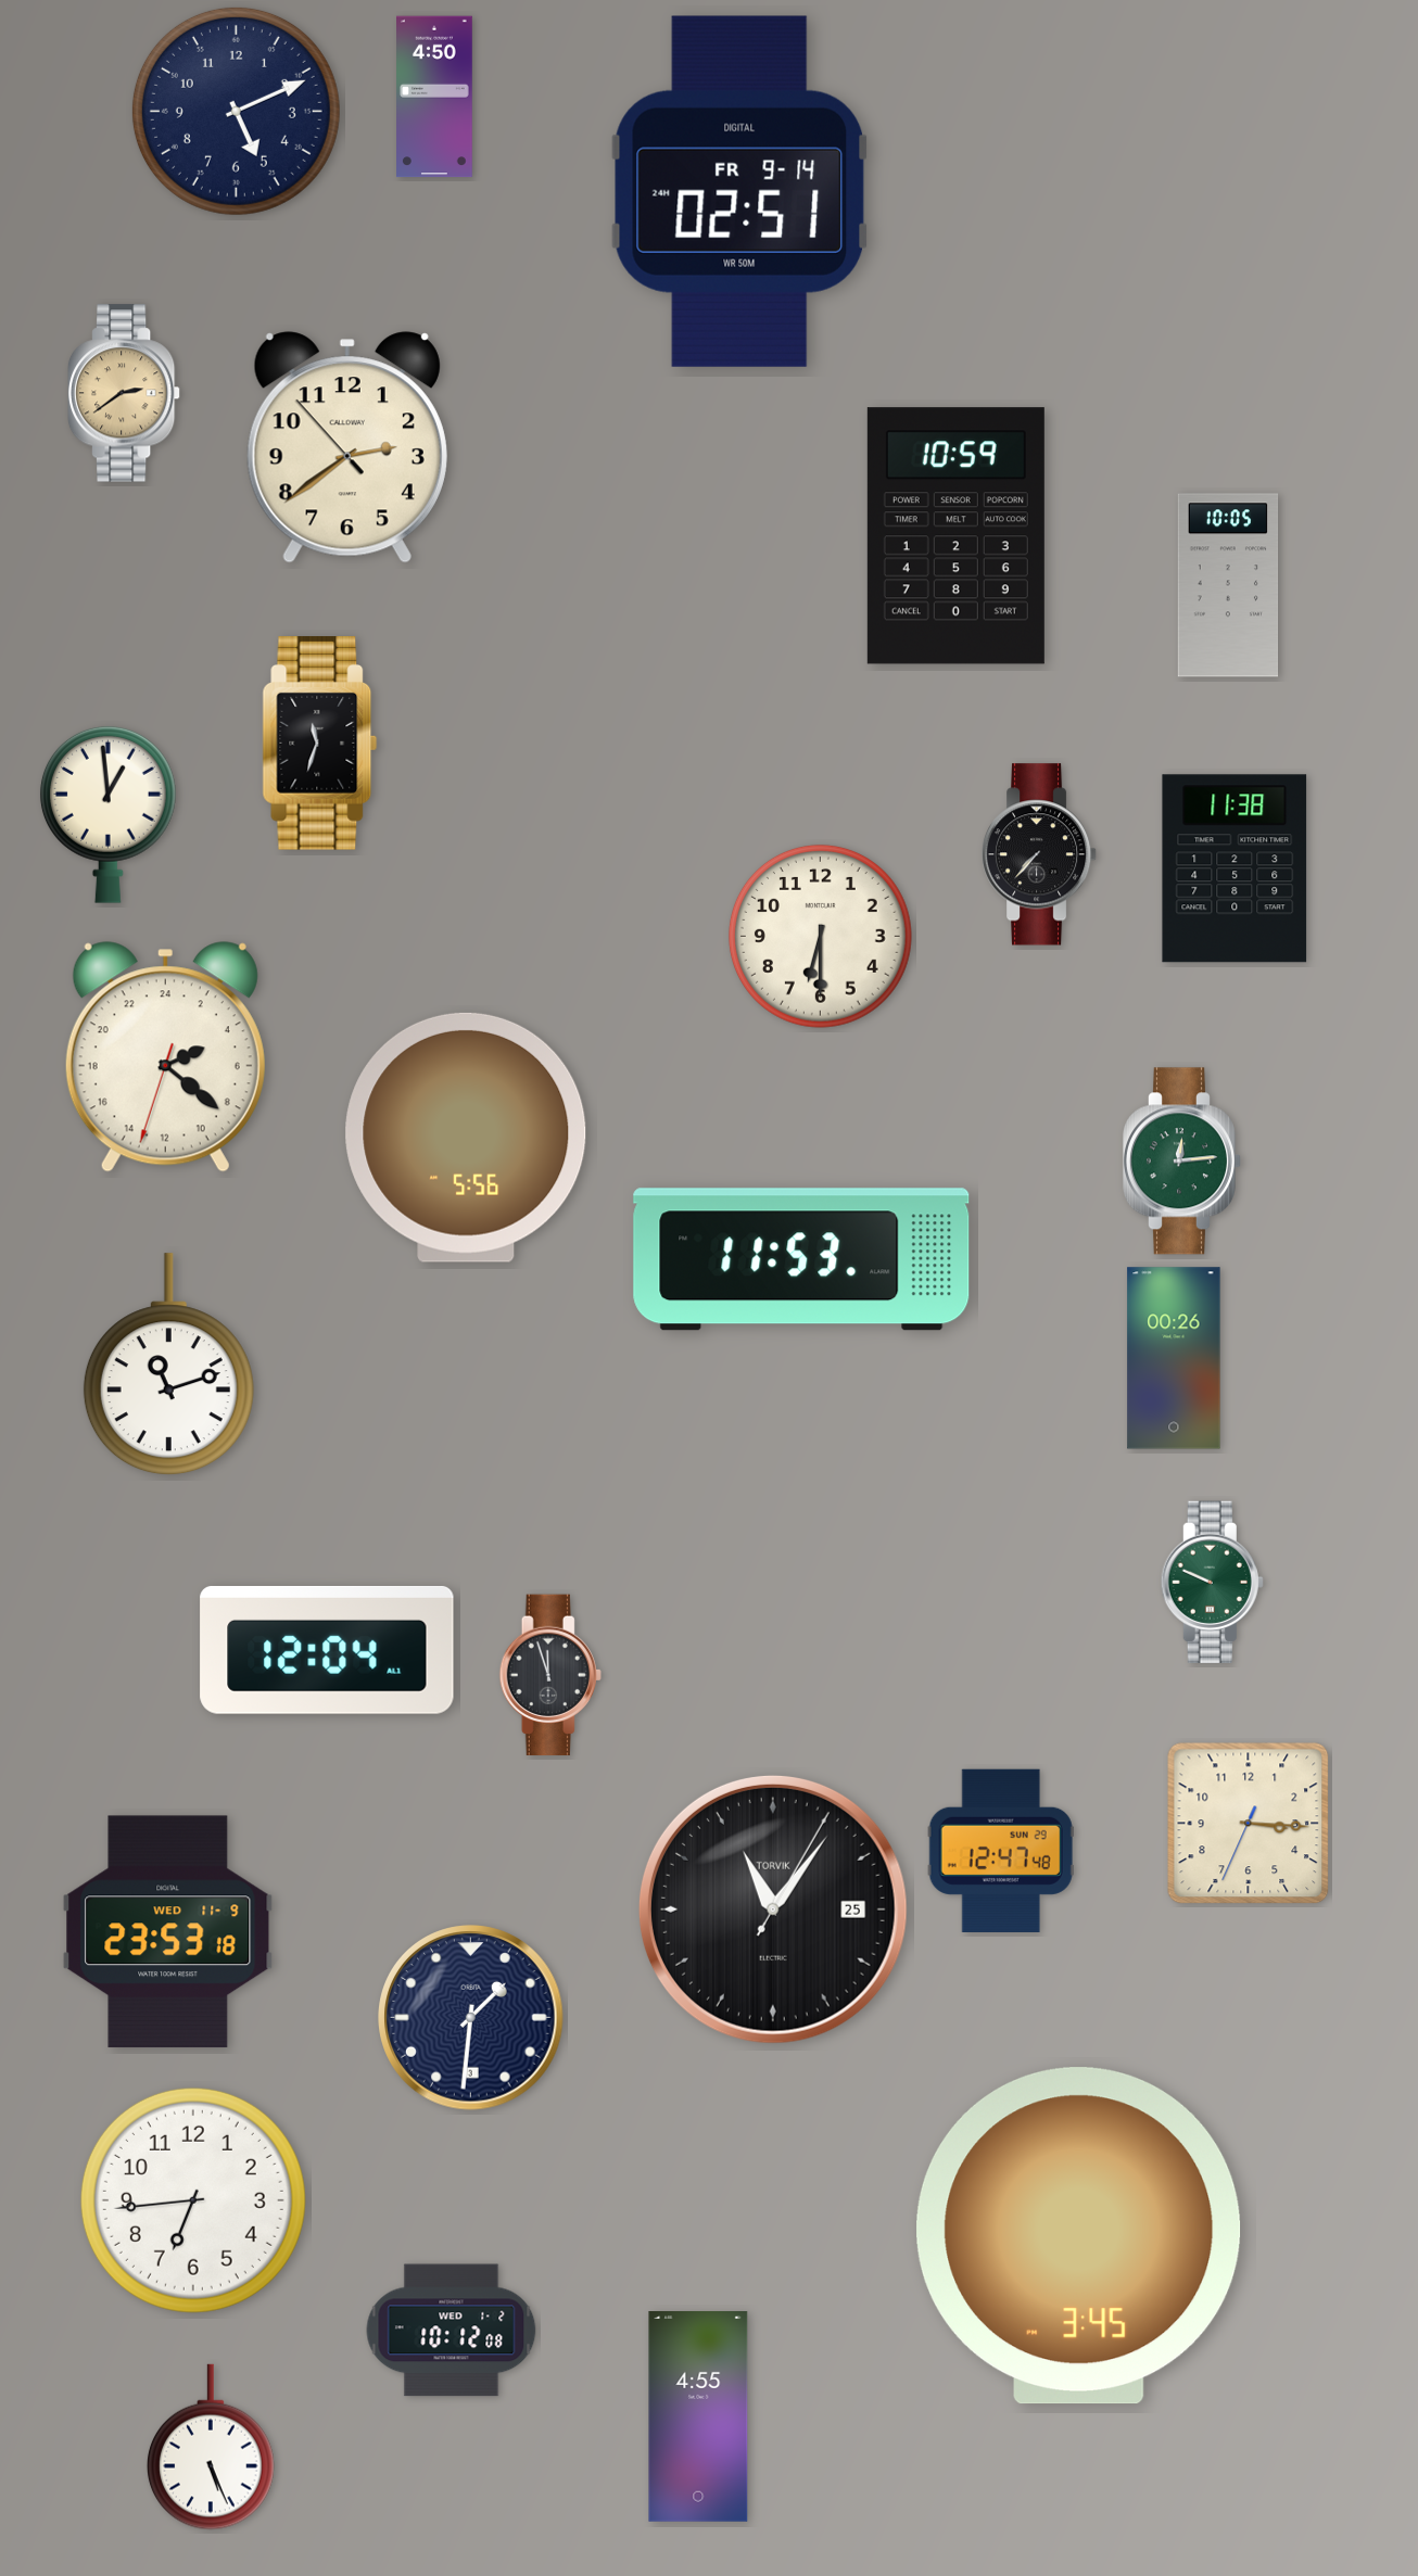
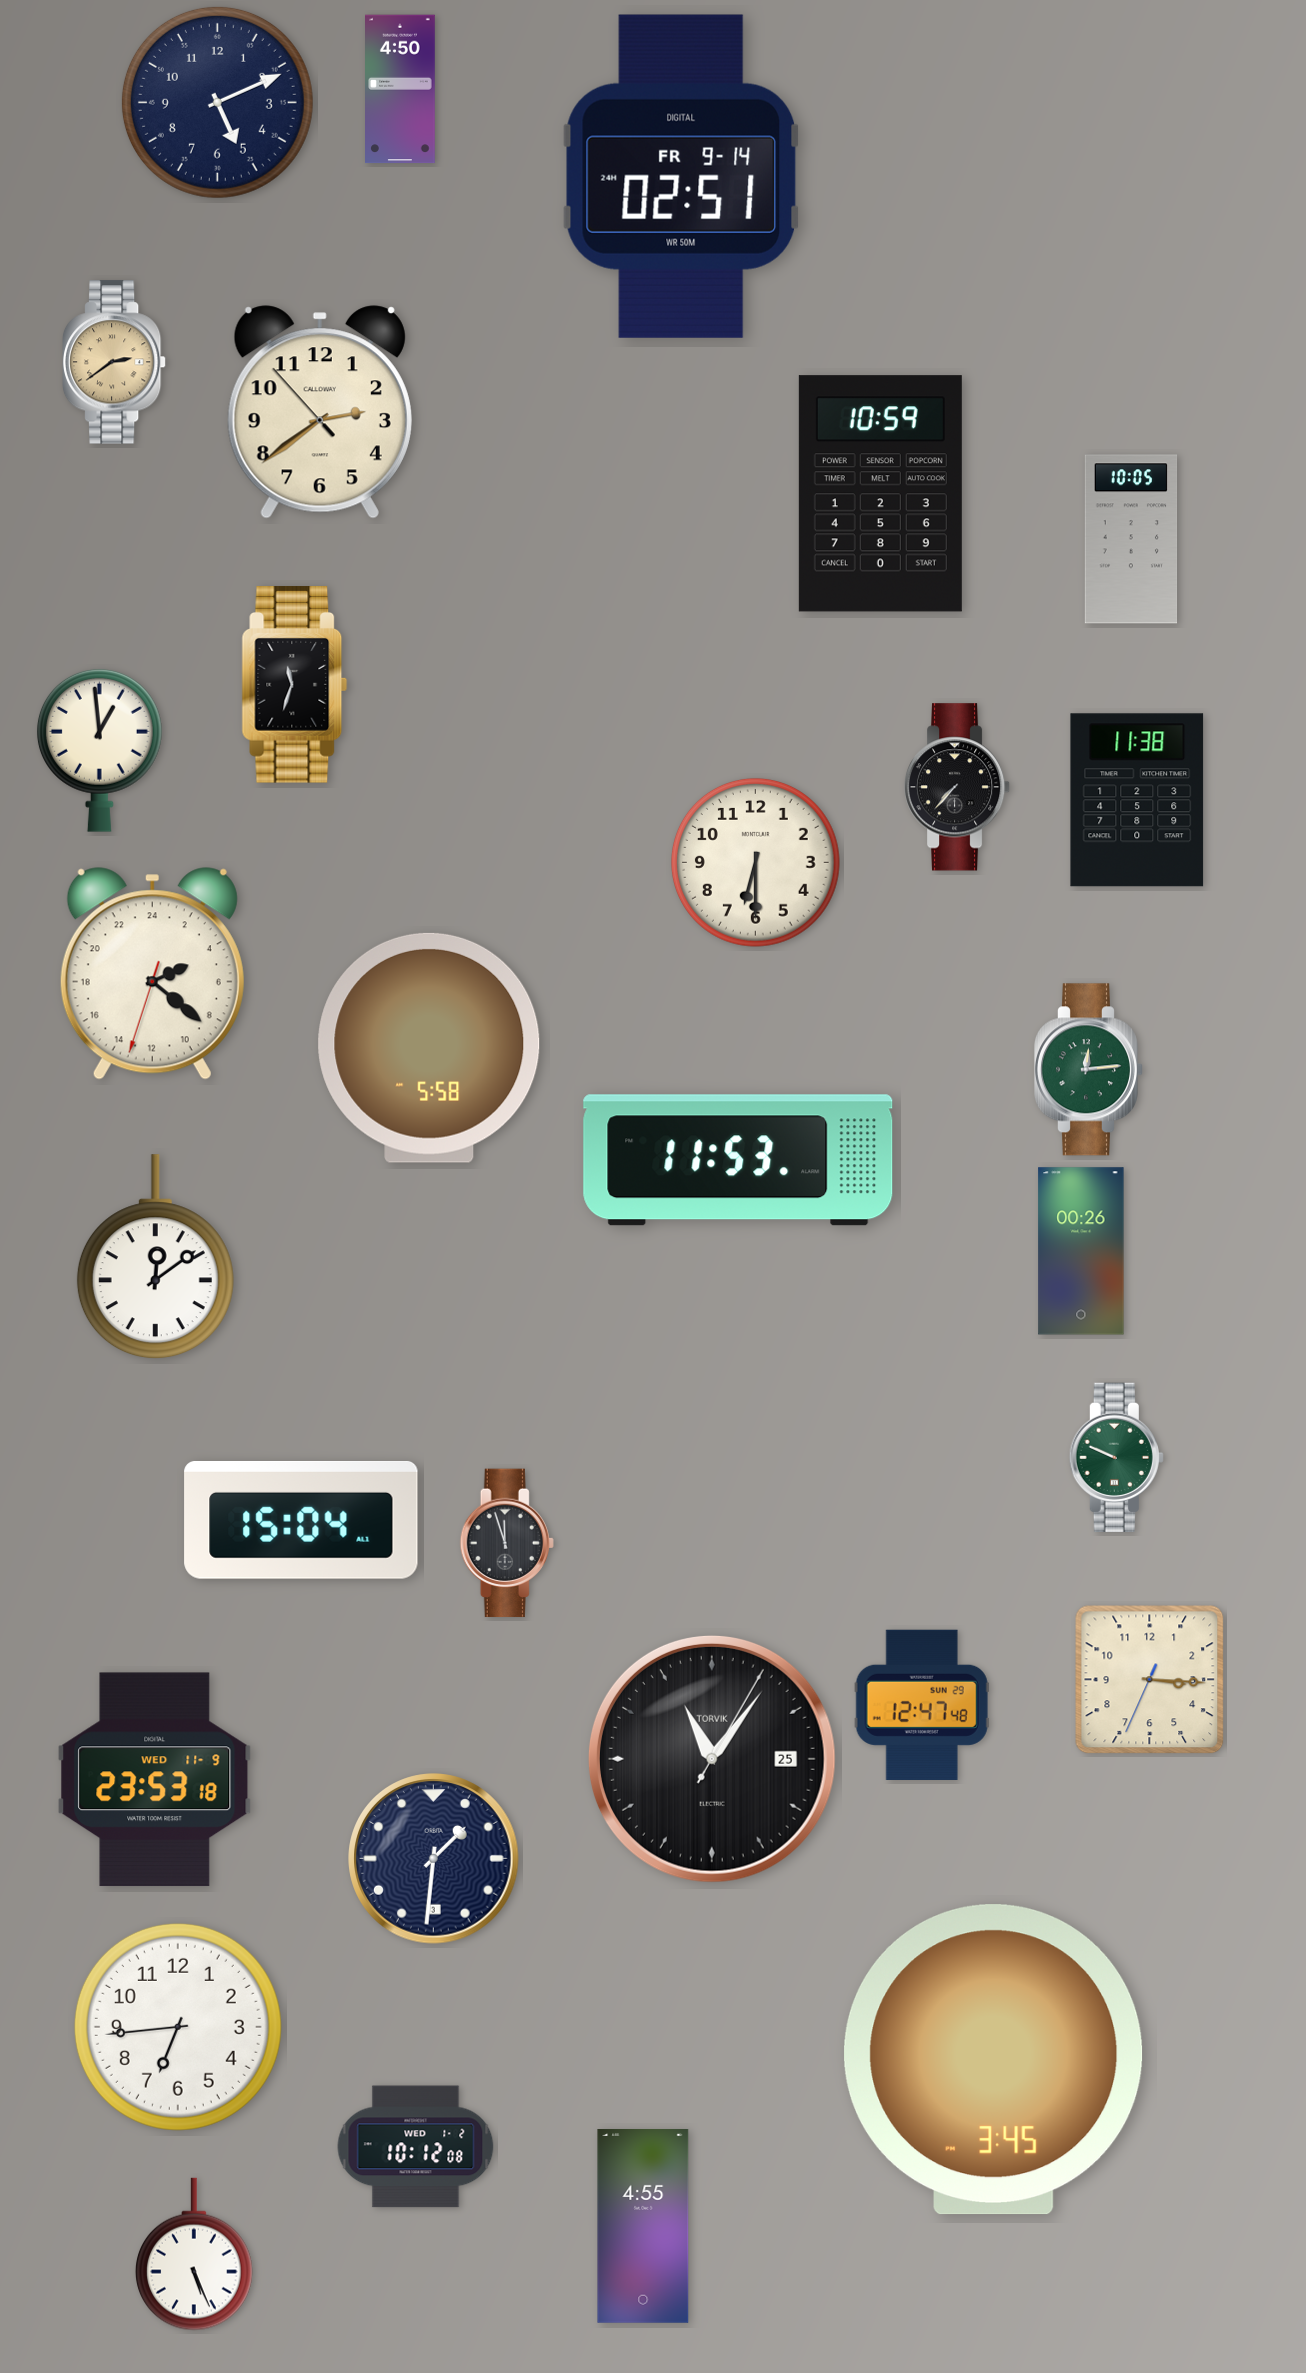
clock at (466, 1138): 5:56 -> 5:58
clock at (168, 1365): 11:12 -> 12:09
clock at (327, 1650): 12:04 -> 15:04
